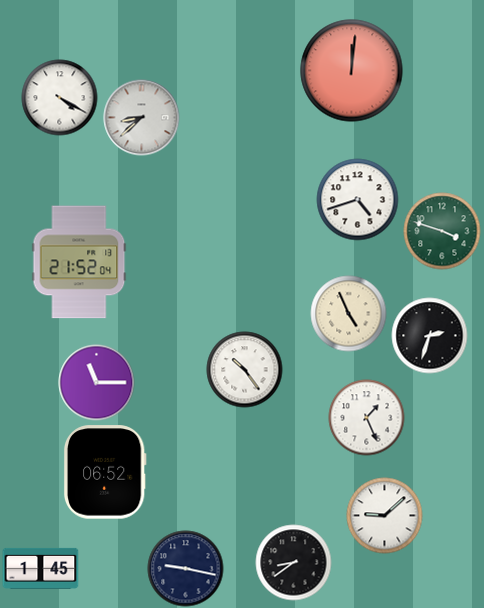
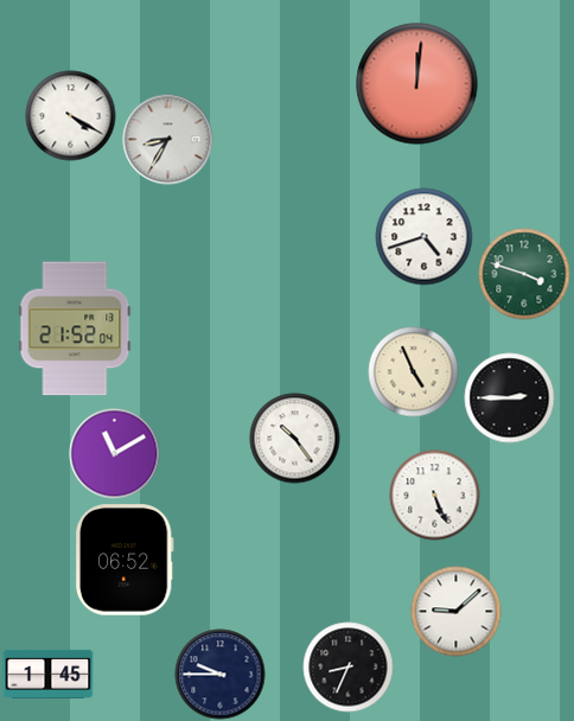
clock at (142, 118): 8:38 -> 8:35
clock at (79, 262) position: (79, 262) -> (75, 328)
clock at (430, 336): 2:33 -> 2:45
clock at (245, 370) position: (245, 370) -> (295, 439)
clock at (97, 383): 11:15 -> 11:10
clock at (367, 418): 1:26 -> 5:26
clock at (294, 563): 8:39 -> 8:34
clock at (186, 569): 9:17 -> 9:45
